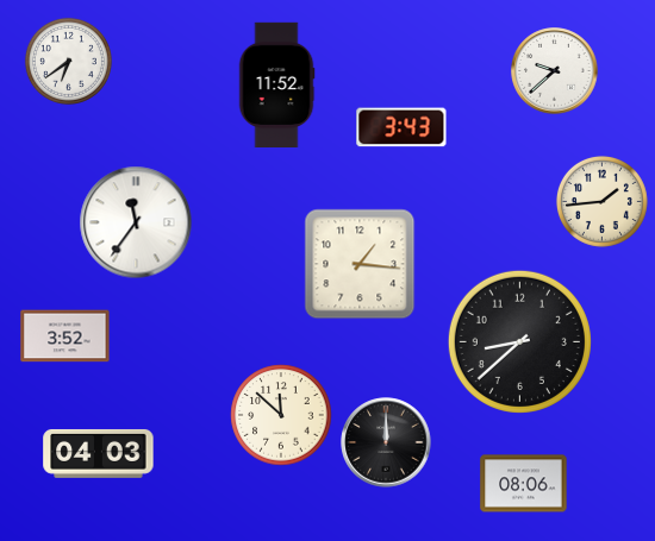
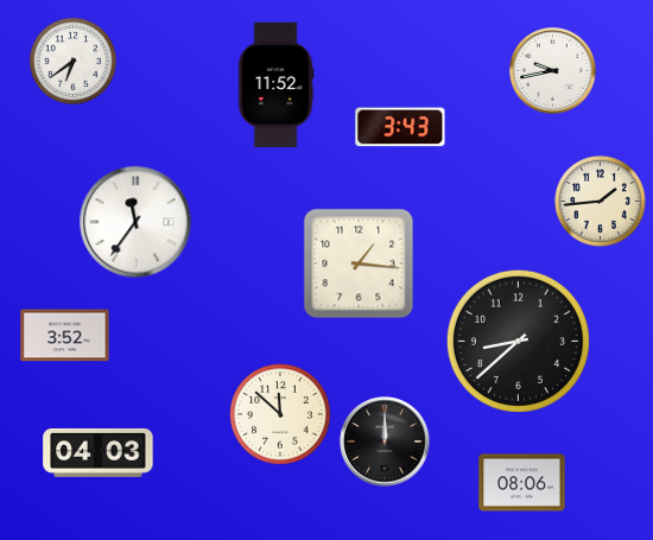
clock at (68, 61) position: (68, 61) -> (72, 61)
clock at (555, 71): 9:38 -> 9:43
